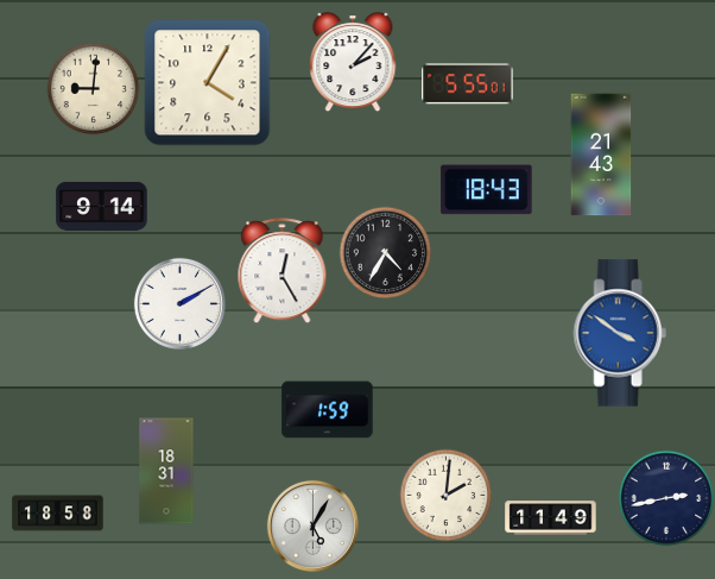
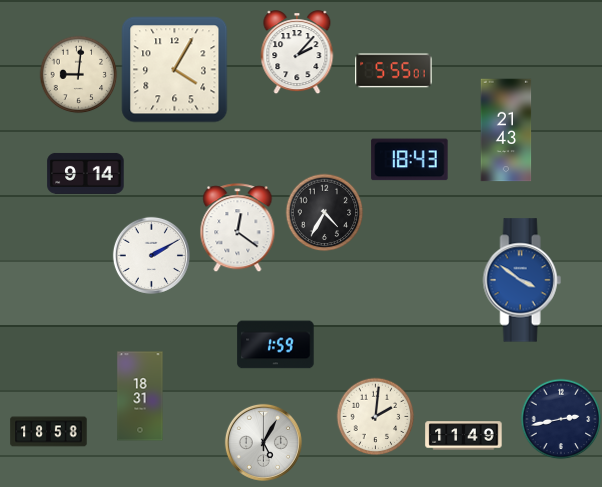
clock at (283, 271): 12:25 -> 12:21
